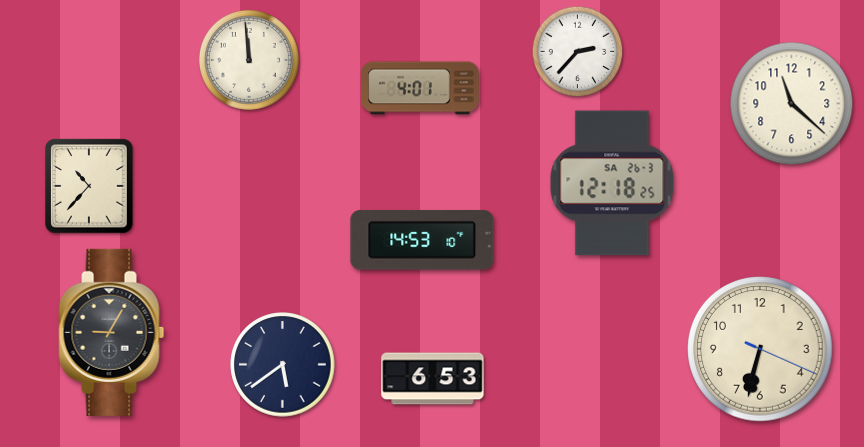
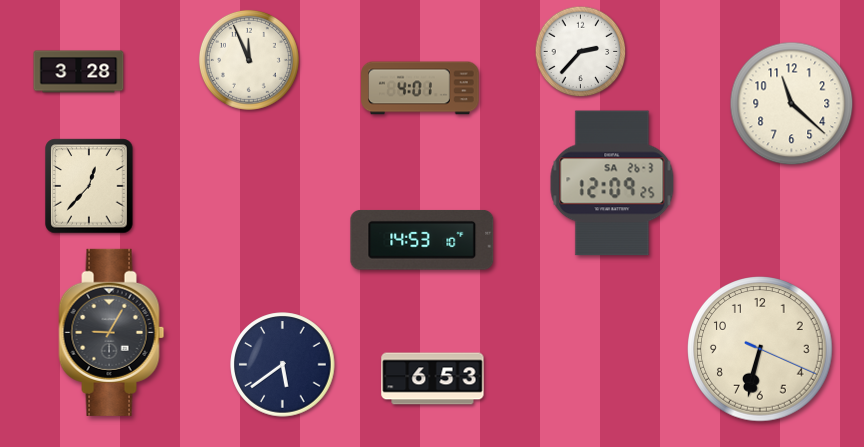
clock at (578, 52) position: (578, 52) -> (581, 52)
clock at (249, 60): 11:59 -> 11:56
clock at (79, 72): none -> 3:28
clock at (612, 183): 12:18 -> 12:09
clock at (89, 186): 10:37 -> 12:37
